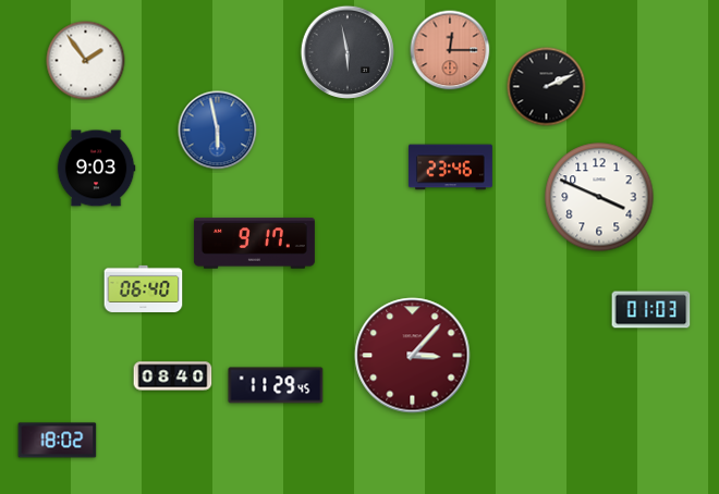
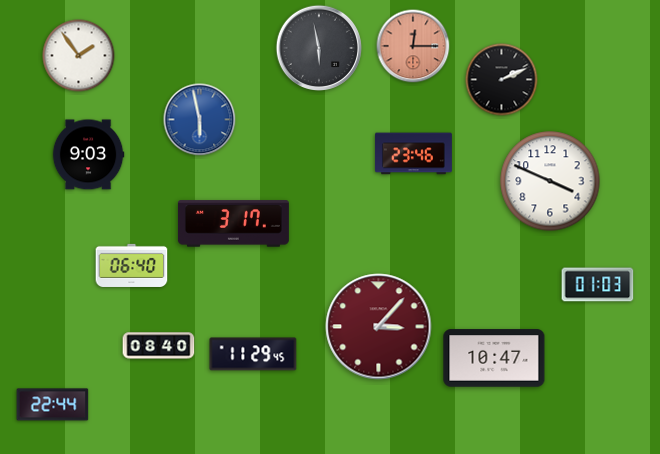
clock at (254, 244): 9:17 -> 3:17
clock at (494, 358): none -> 10:47
clock at (58, 441): 18:02 -> 22:44
